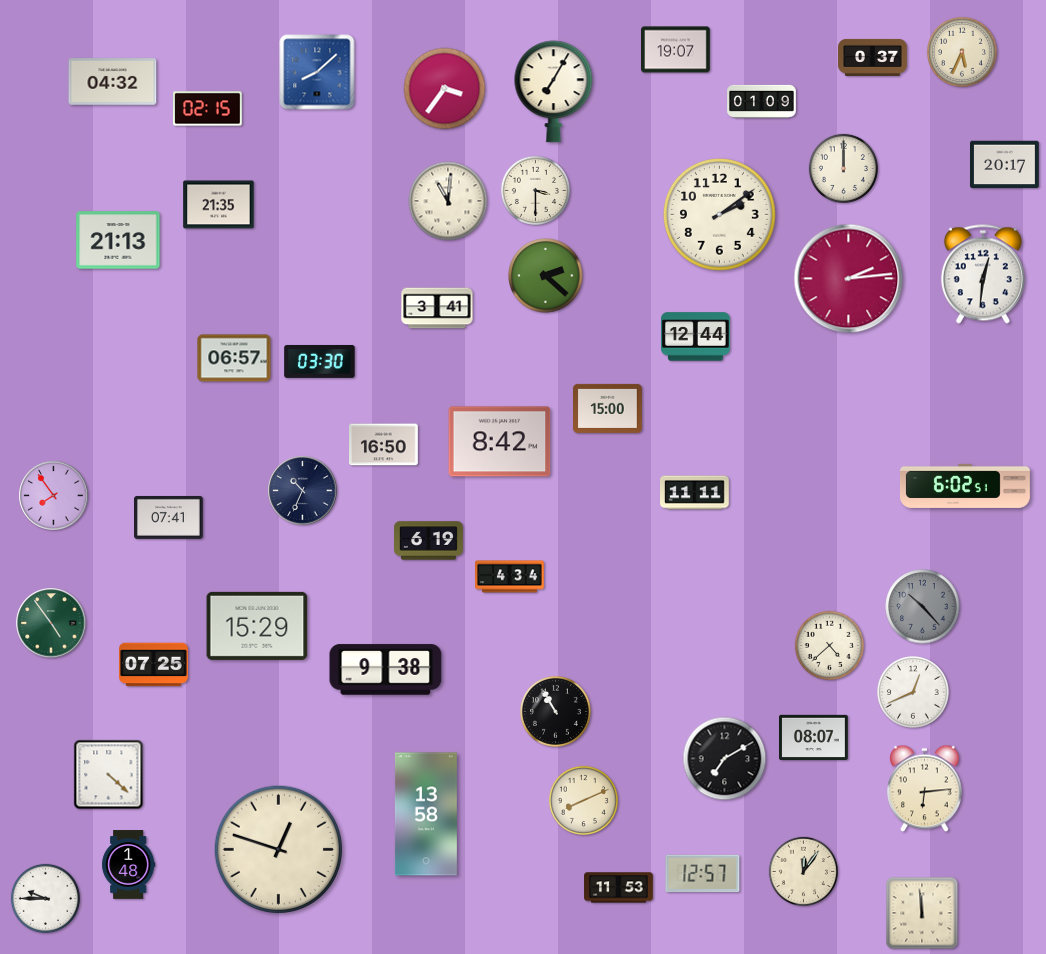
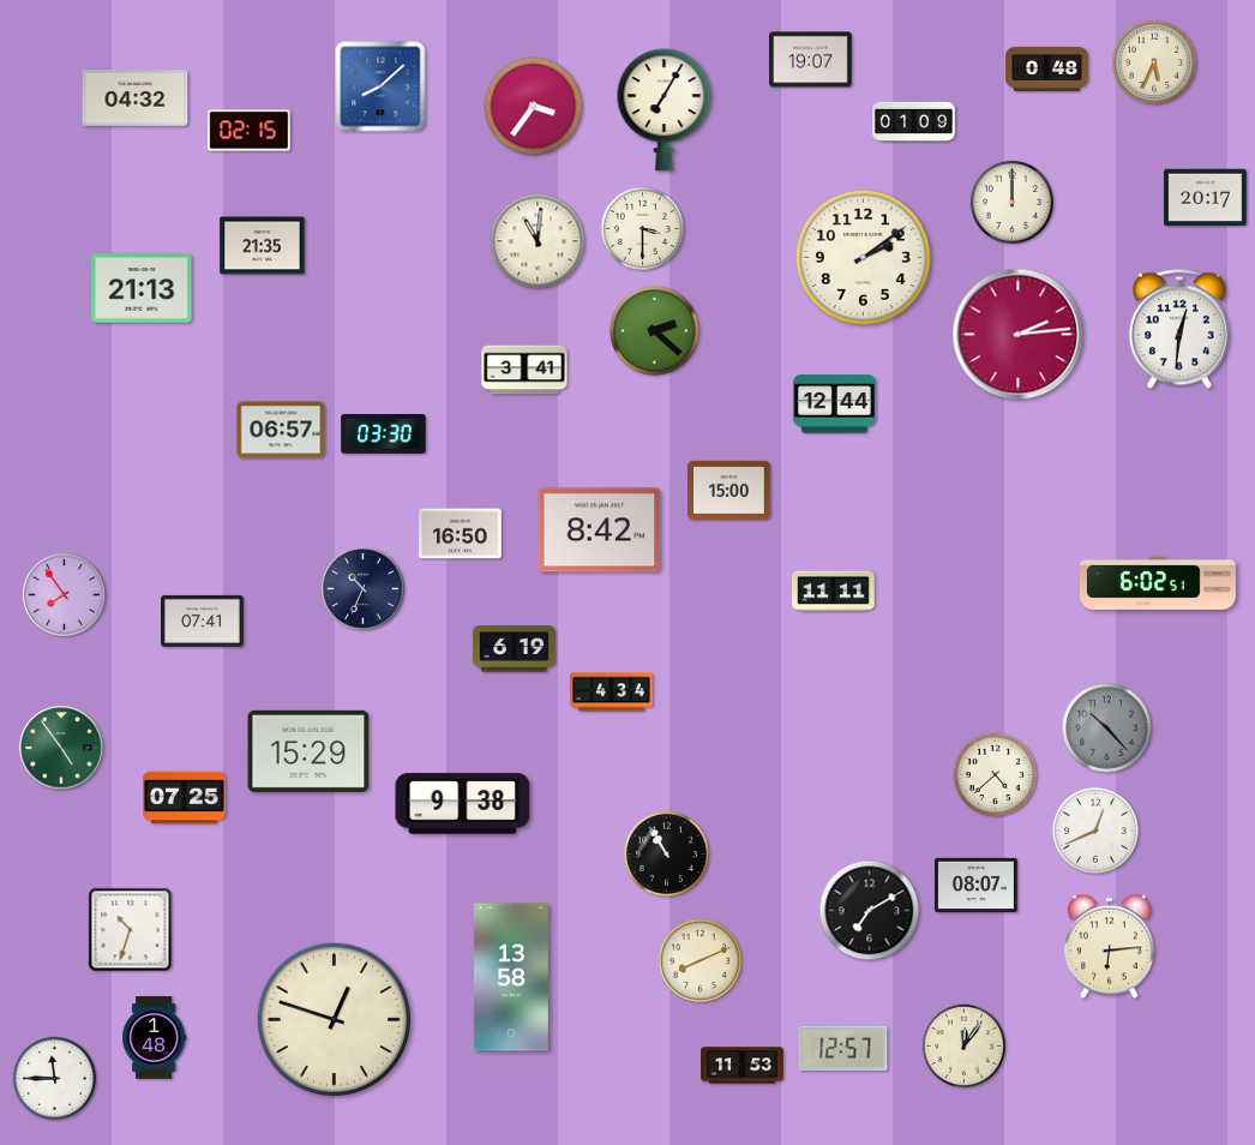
clock at (873, 57): 0:37 -> 0:48
clock at (109, 775): 4:22 -> 10:33
clock at (45, 898): 9:45 -> 11:45
clock at (922, 913): 11:59 -> none
